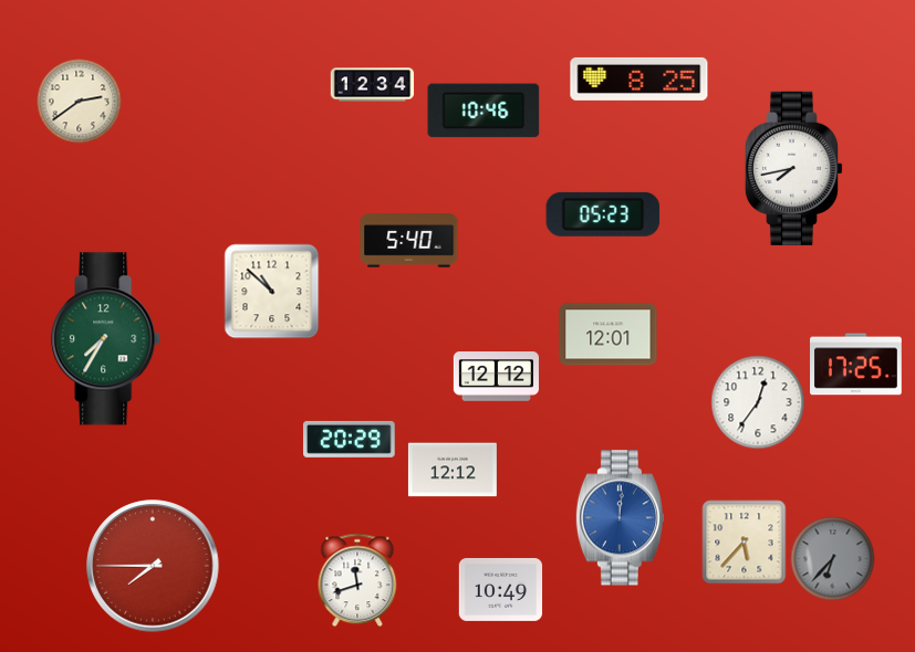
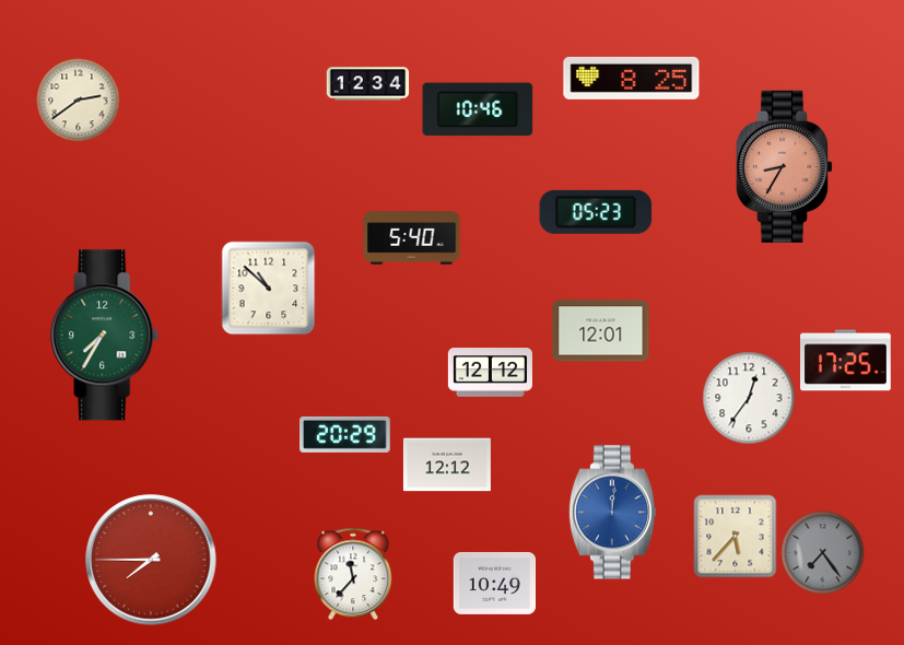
clock at (794, 168): 7:43 -> 8:35
clock at (794, 168) dial: white -> salmon
clock at (409, 241) position: (409, 241) -> (412, 238)
clock at (833, 559): 6:37 -> 7:24
clock at (357, 580): 11:42 -> 11:37
